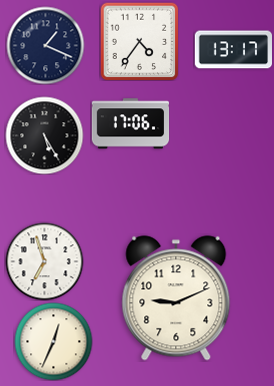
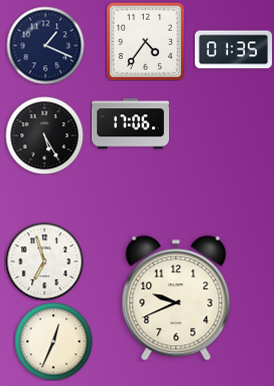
clock at (139, 41) position: (139, 41) -> (145, 41)
clock at (233, 50): 13:17 -> 01:35
clock at (176, 298): 9:11 -> 9:41
